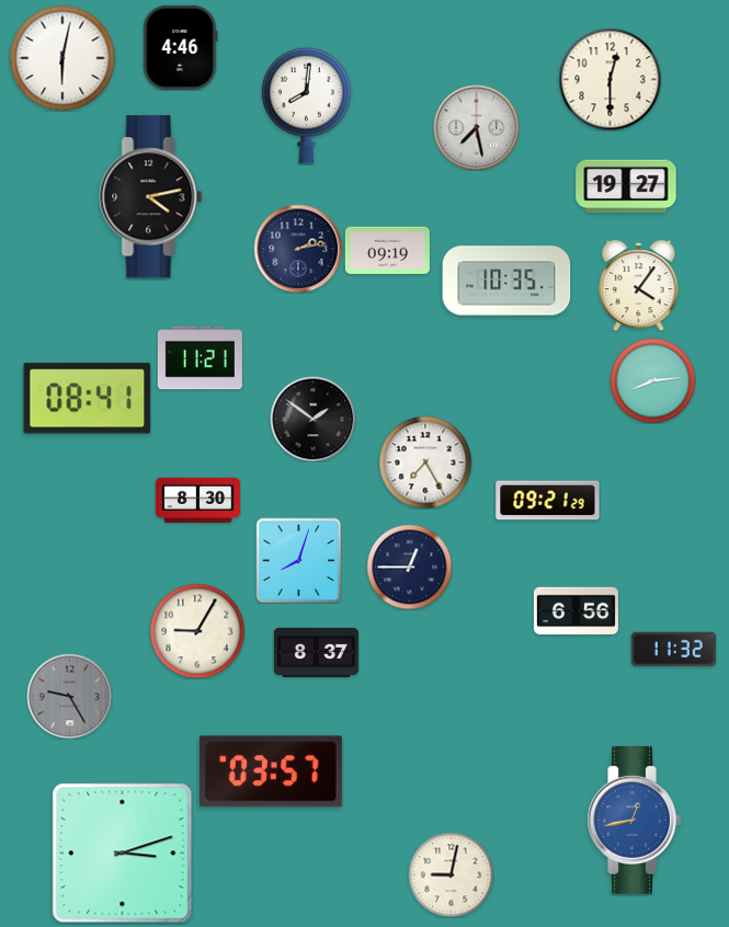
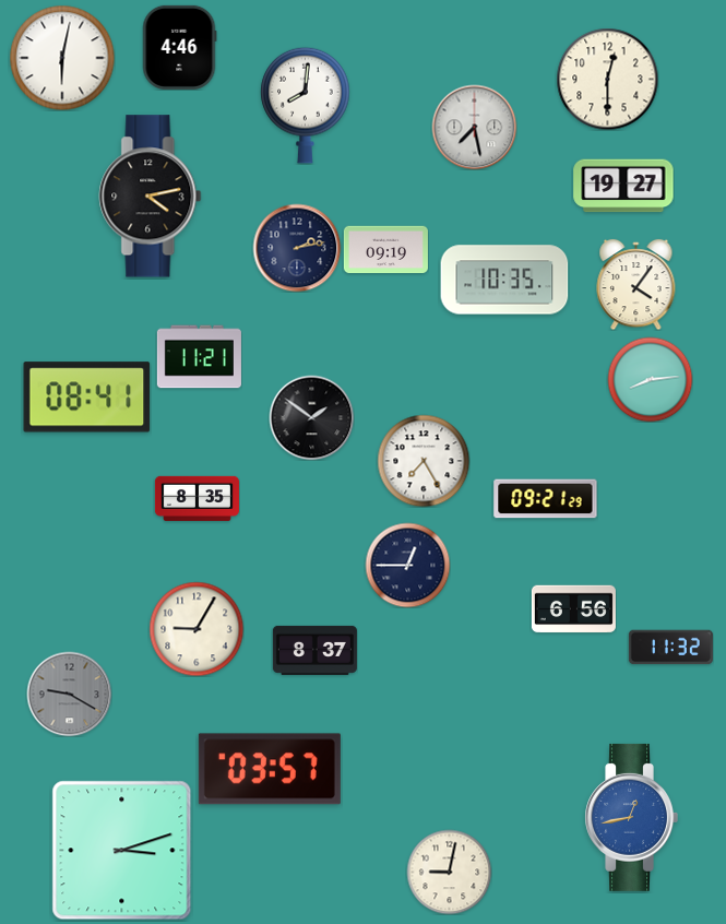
clock at (197, 500): 8:30 -> 8:35
clock at (298, 560): 8:03 -> none
clock at (69, 696): 9:25 -> 9:20
